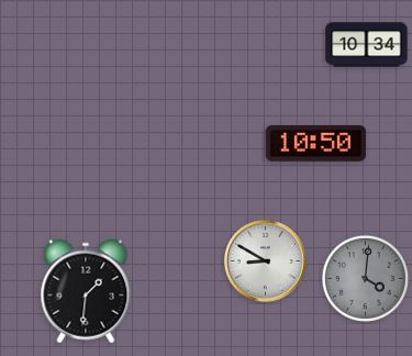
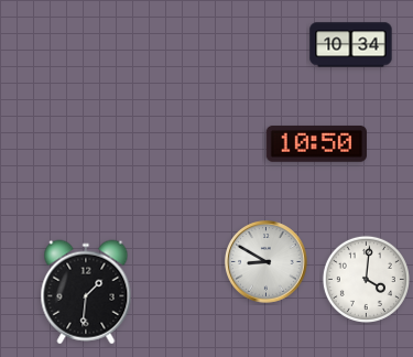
clock at (367, 45) position: (367, 45) -> (351, 45)
clock at (365, 278) dial: grey -> white
